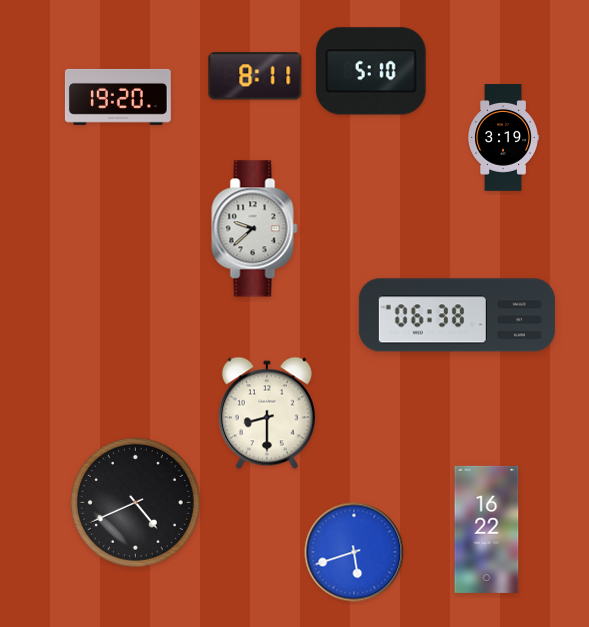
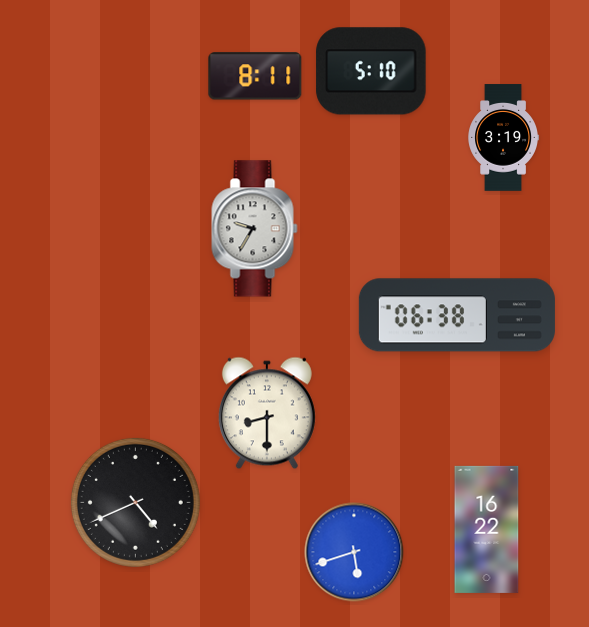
clock at (118, 97): 19:20 -> none
clock at (255, 229): 9:38 -> 9:35
